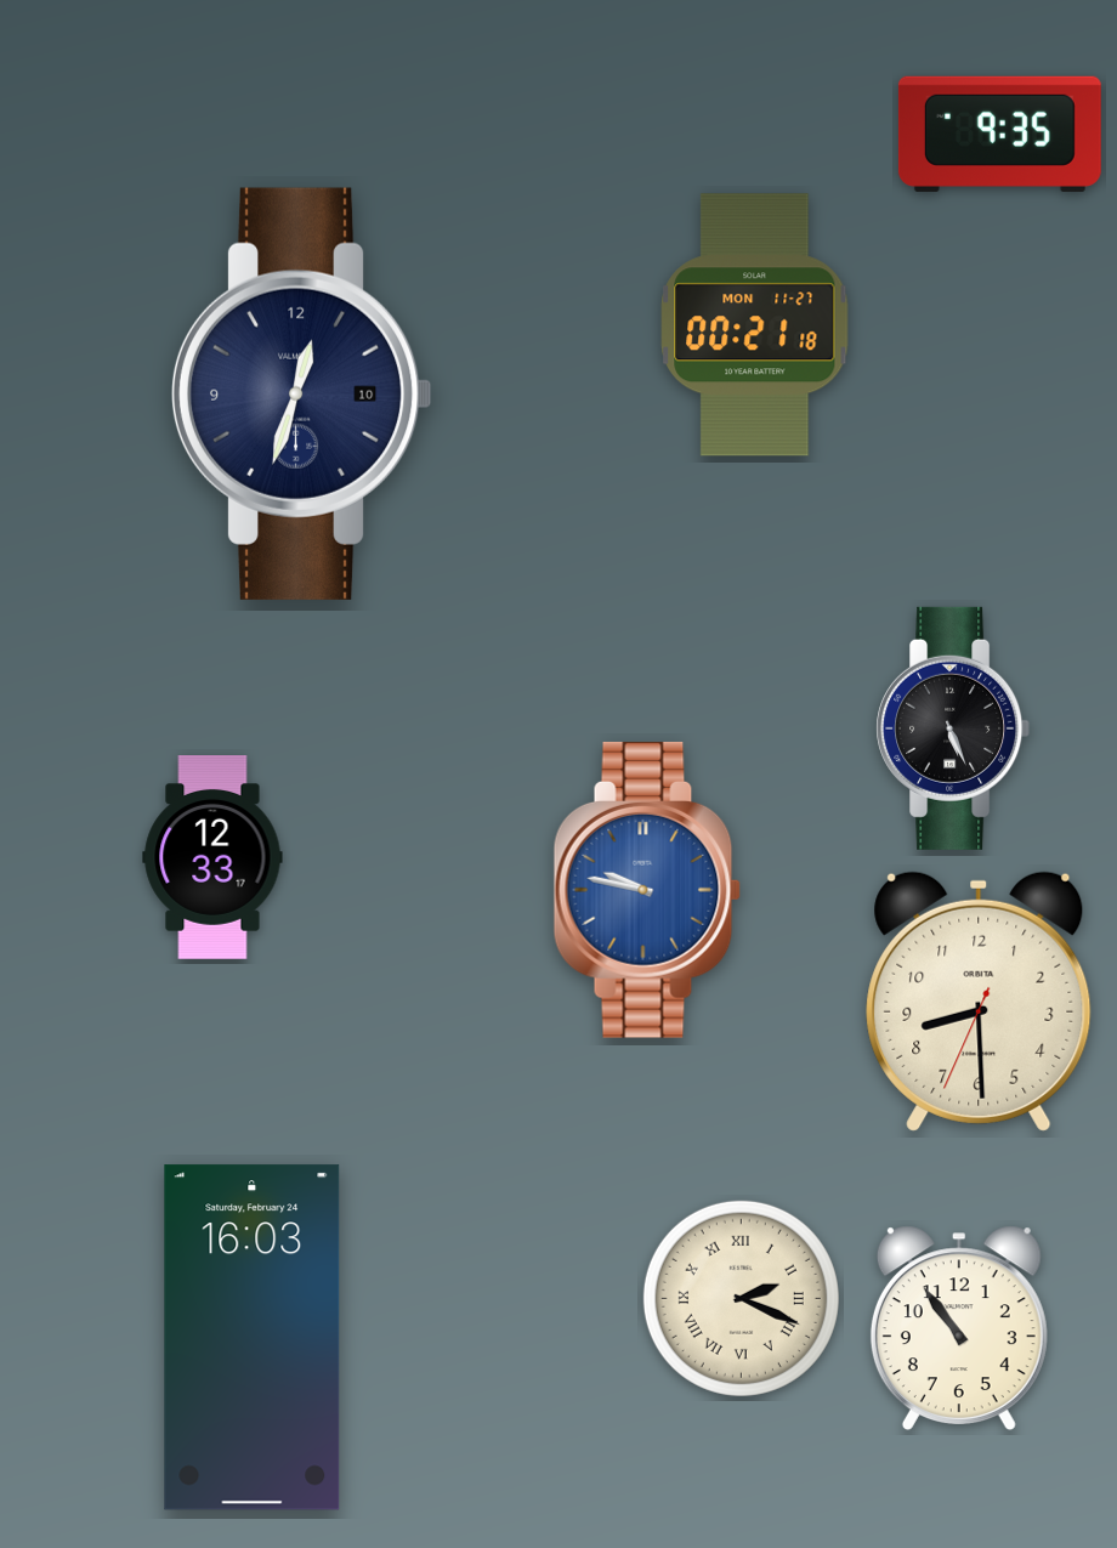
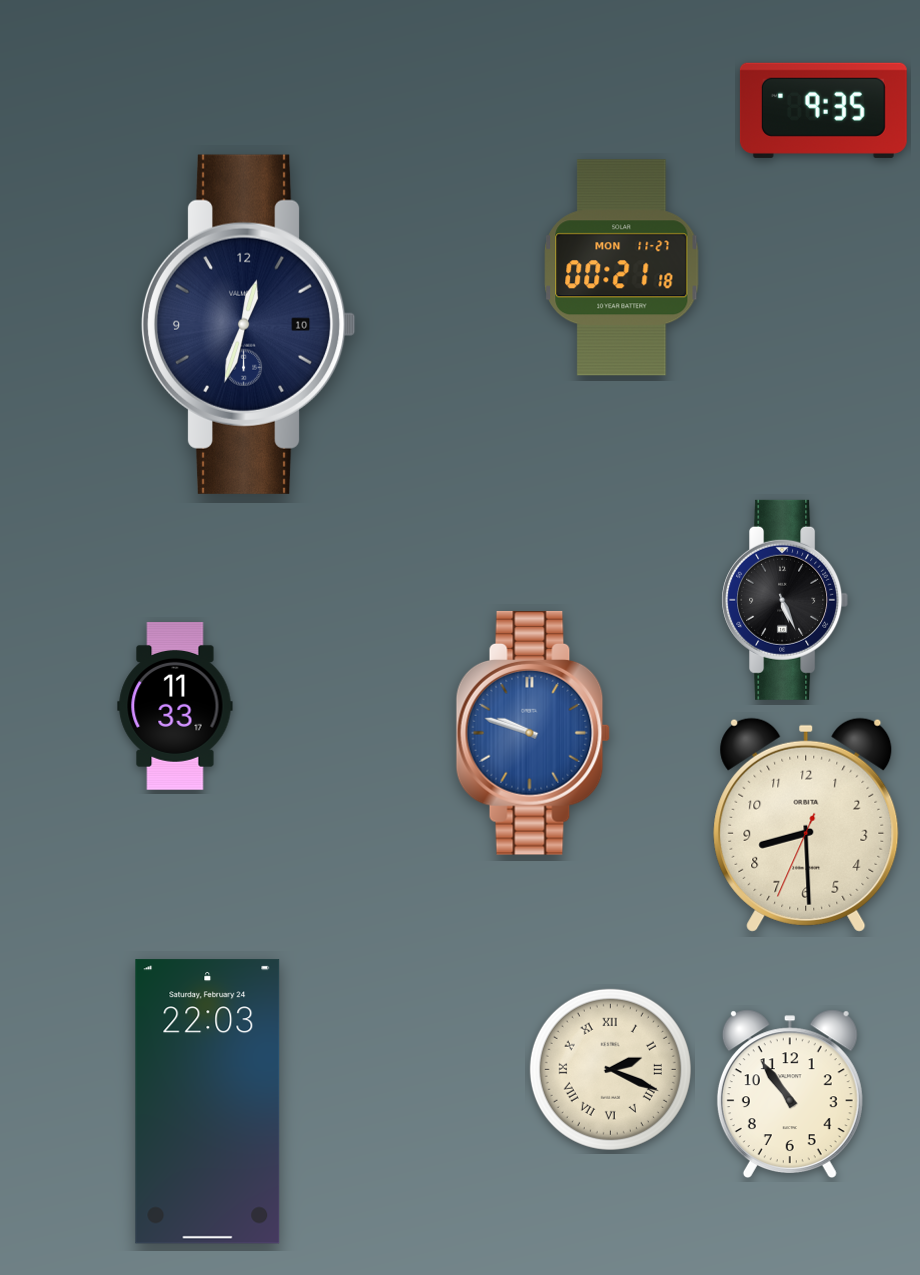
clock at (212, 858): 12:33 -> 11:33
clock at (647, 890): 9:47 -> 9:48
clock at (253, 1338): 16:03 -> 22:03
